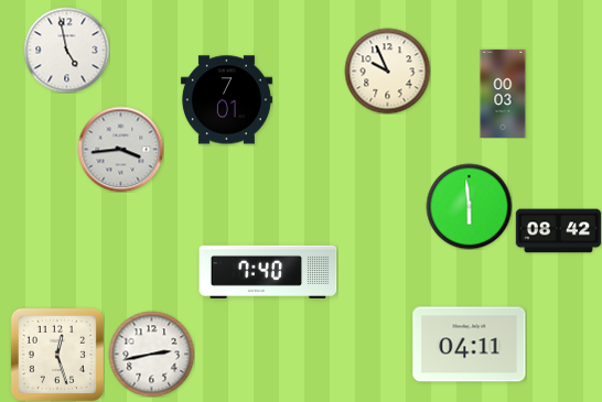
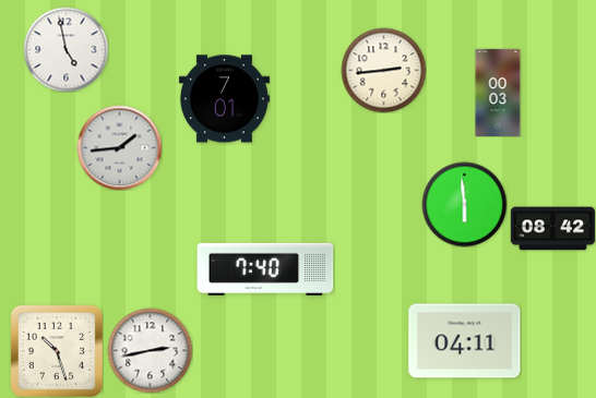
clock at (387, 70): 9:56 -> 2:44
clock at (120, 149): 3:44 -> 1:44
clock at (57, 355): 12:27 -> 10:27
